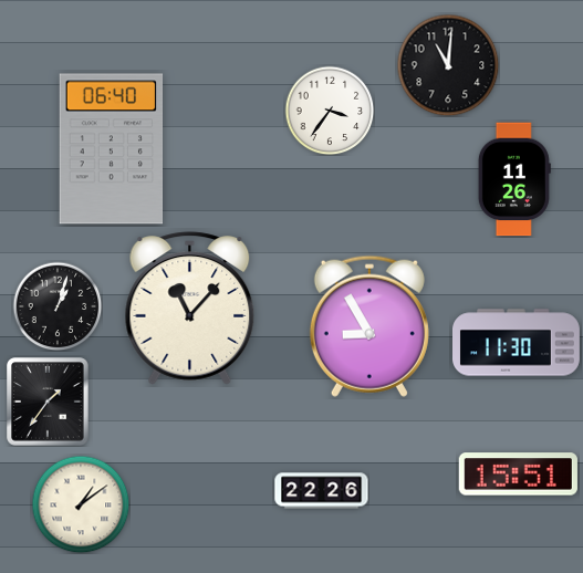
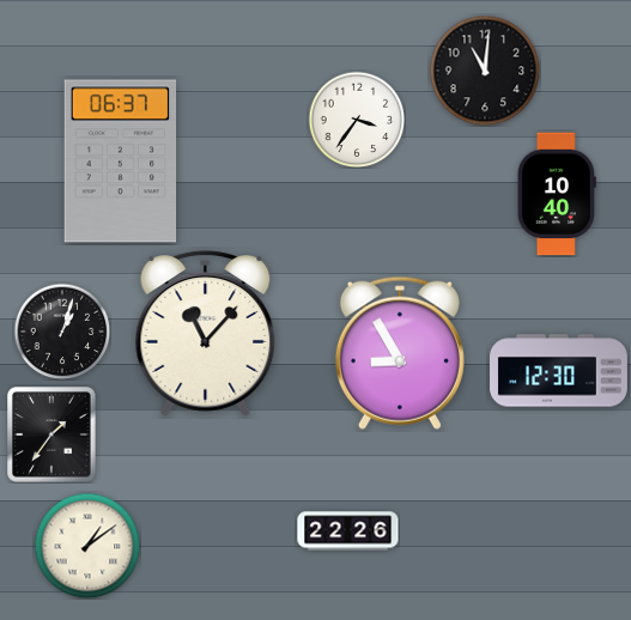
clock at (112, 149): 06:40 -> 06:37
clock at (514, 179): 11:26 -> 10:40
clock at (517, 343): 11:30 -> 12:30
clock at (518, 475): 15:51 -> none
